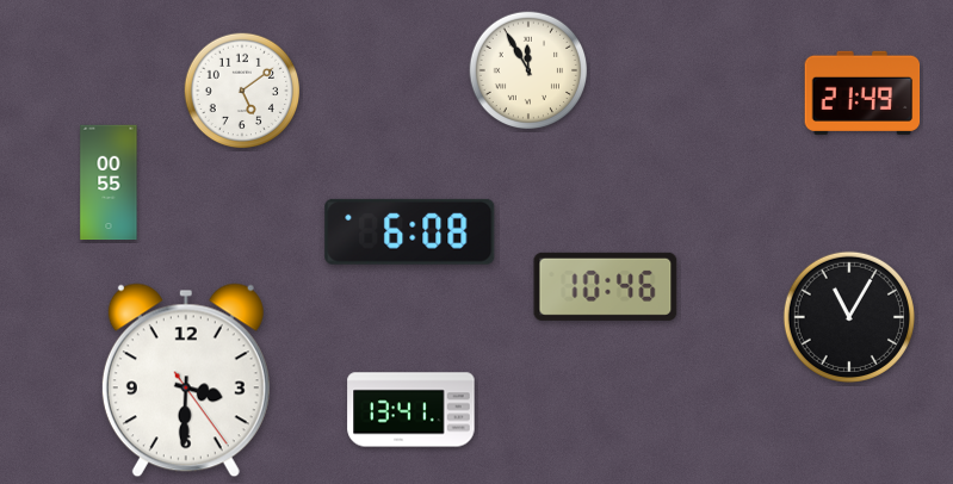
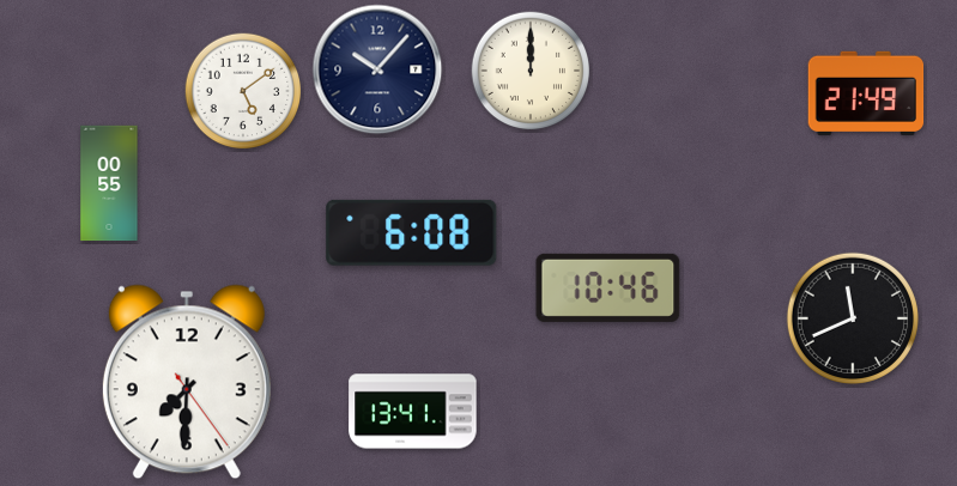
clock at (377, 69): none -> 10:07
clock at (528, 70): 11:55 -> 12:00
clock at (849, 317): 11:05 -> 11:41
clock at (186, 380): 3:30 -> 7:30
